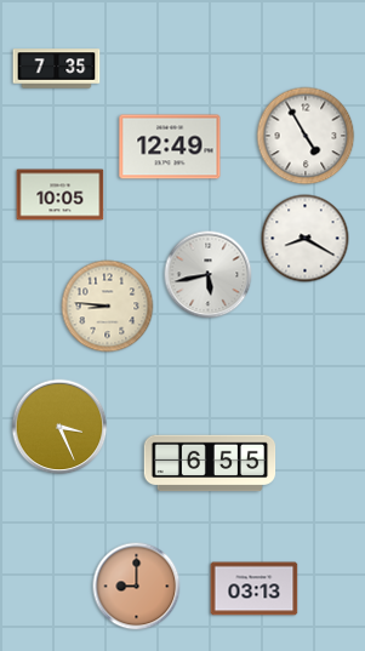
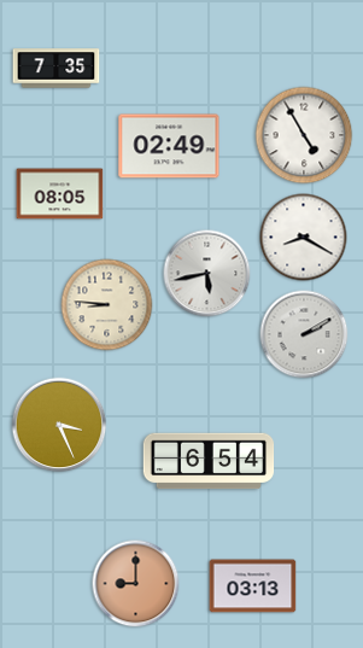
clock at (170, 147): 12:49 -> 02:49
clock at (61, 195): 10:05 -> 08:05
clock at (304, 334): none -> 2:10
clock at (210, 463): 6:55 -> 6:54
